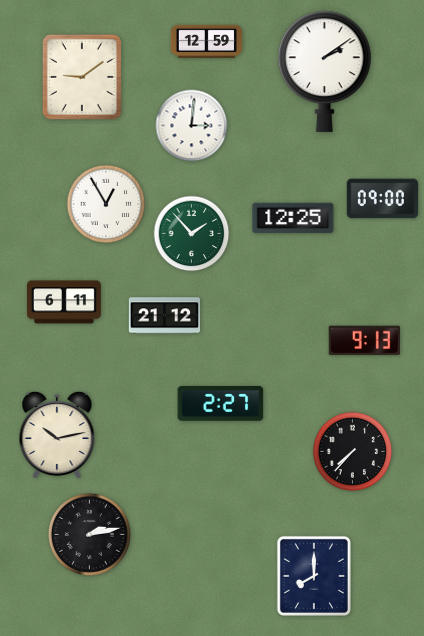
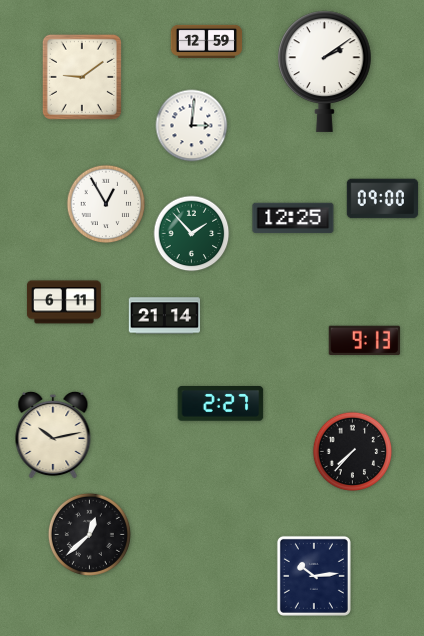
clock at (165, 316): 21:12 -> 21:14
clock at (57, 434) position: (57, 434) -> (53, 434)
clock at (89, 534): 2:13 -> 12:38
clock at (314, 576): 8:00 -> 10:14
